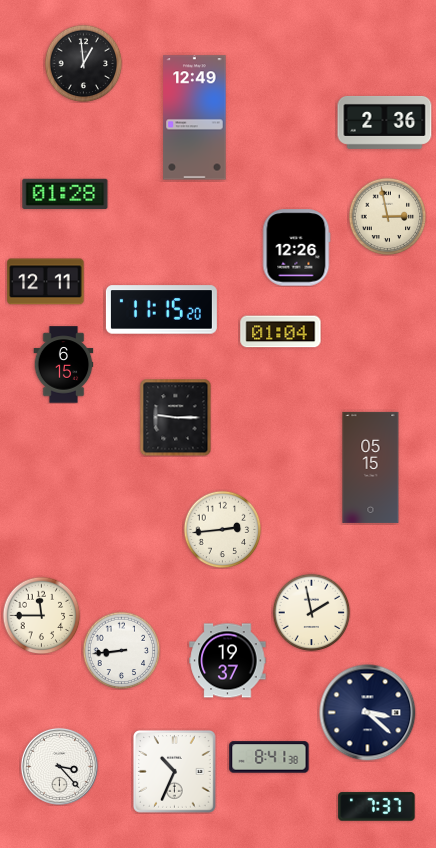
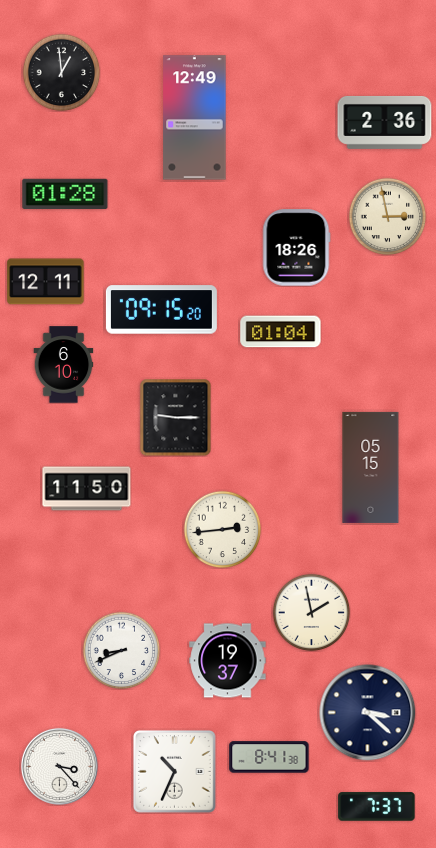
clock at (83, 63) position: (83, 63) -> (61, 72)
clock at (296, 248): 12:26 -> 18:26
clock at (161, 310): 11:15 -> 09:15
clock at (64, 365): 6:15 -> 6:10
clock at (87, 489): none -> 11:50
clock at (41, 615): 11:45 -> none
clock at (121, 650): 8:44 -> 8:41
